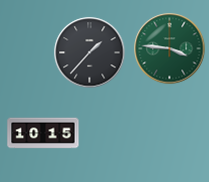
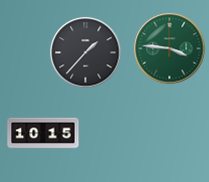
clock at (90, 53) position: (90, 53) -> (86, 53)
